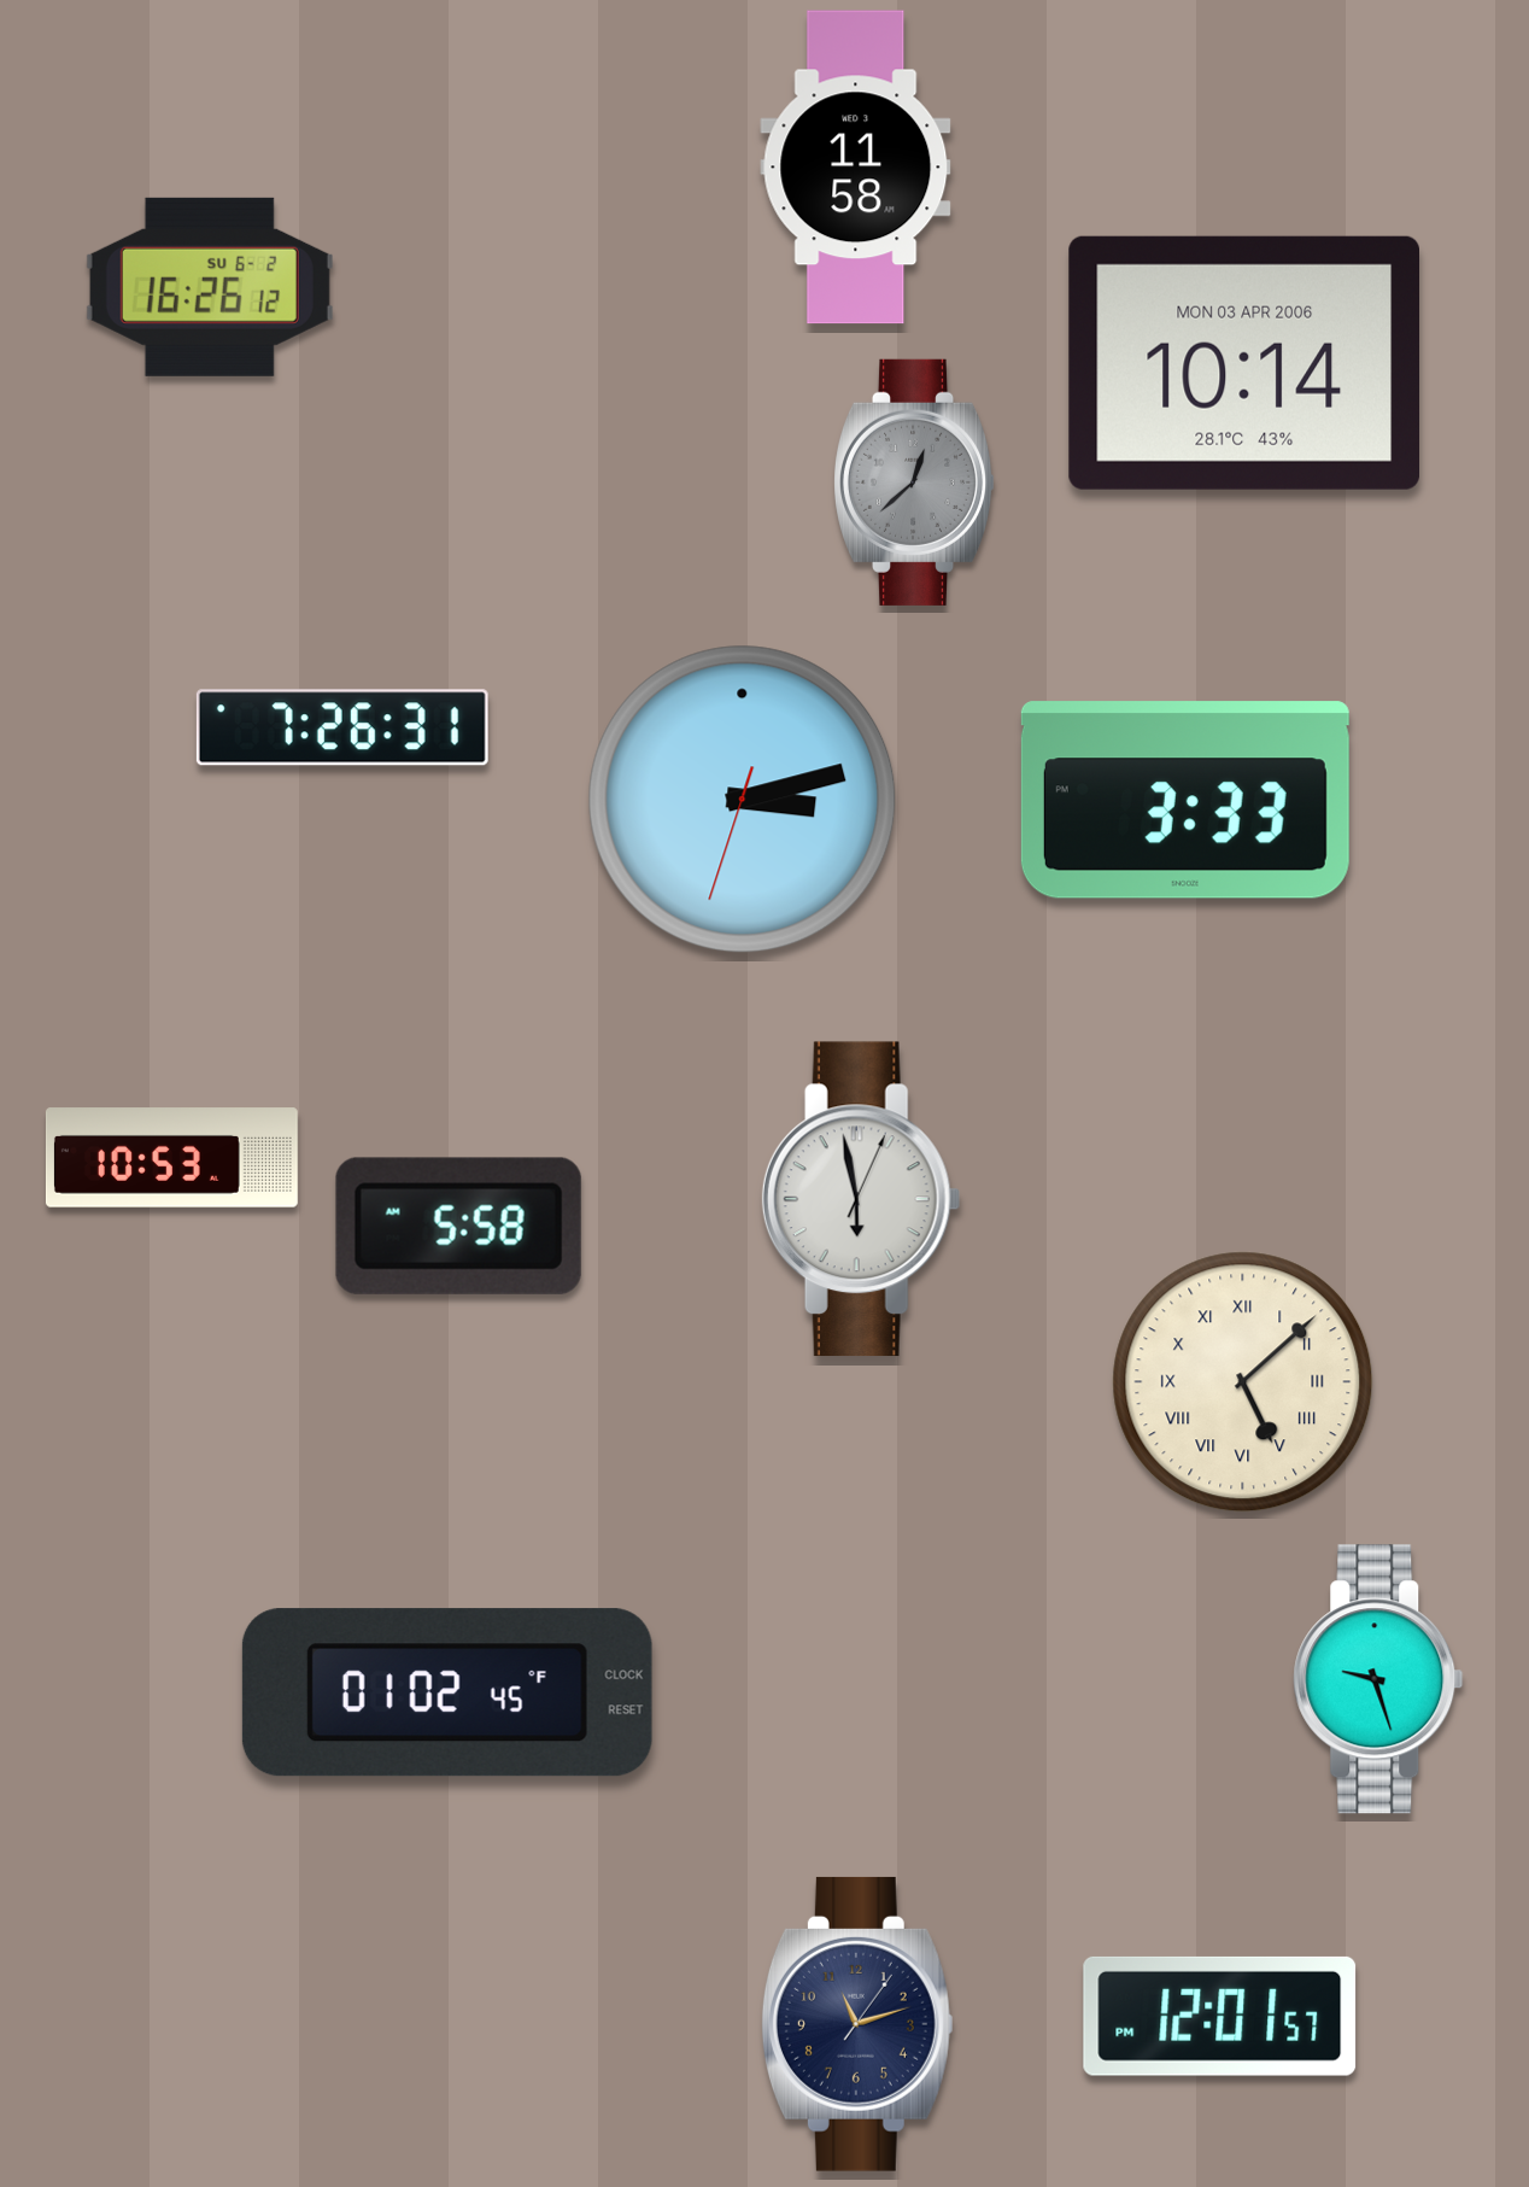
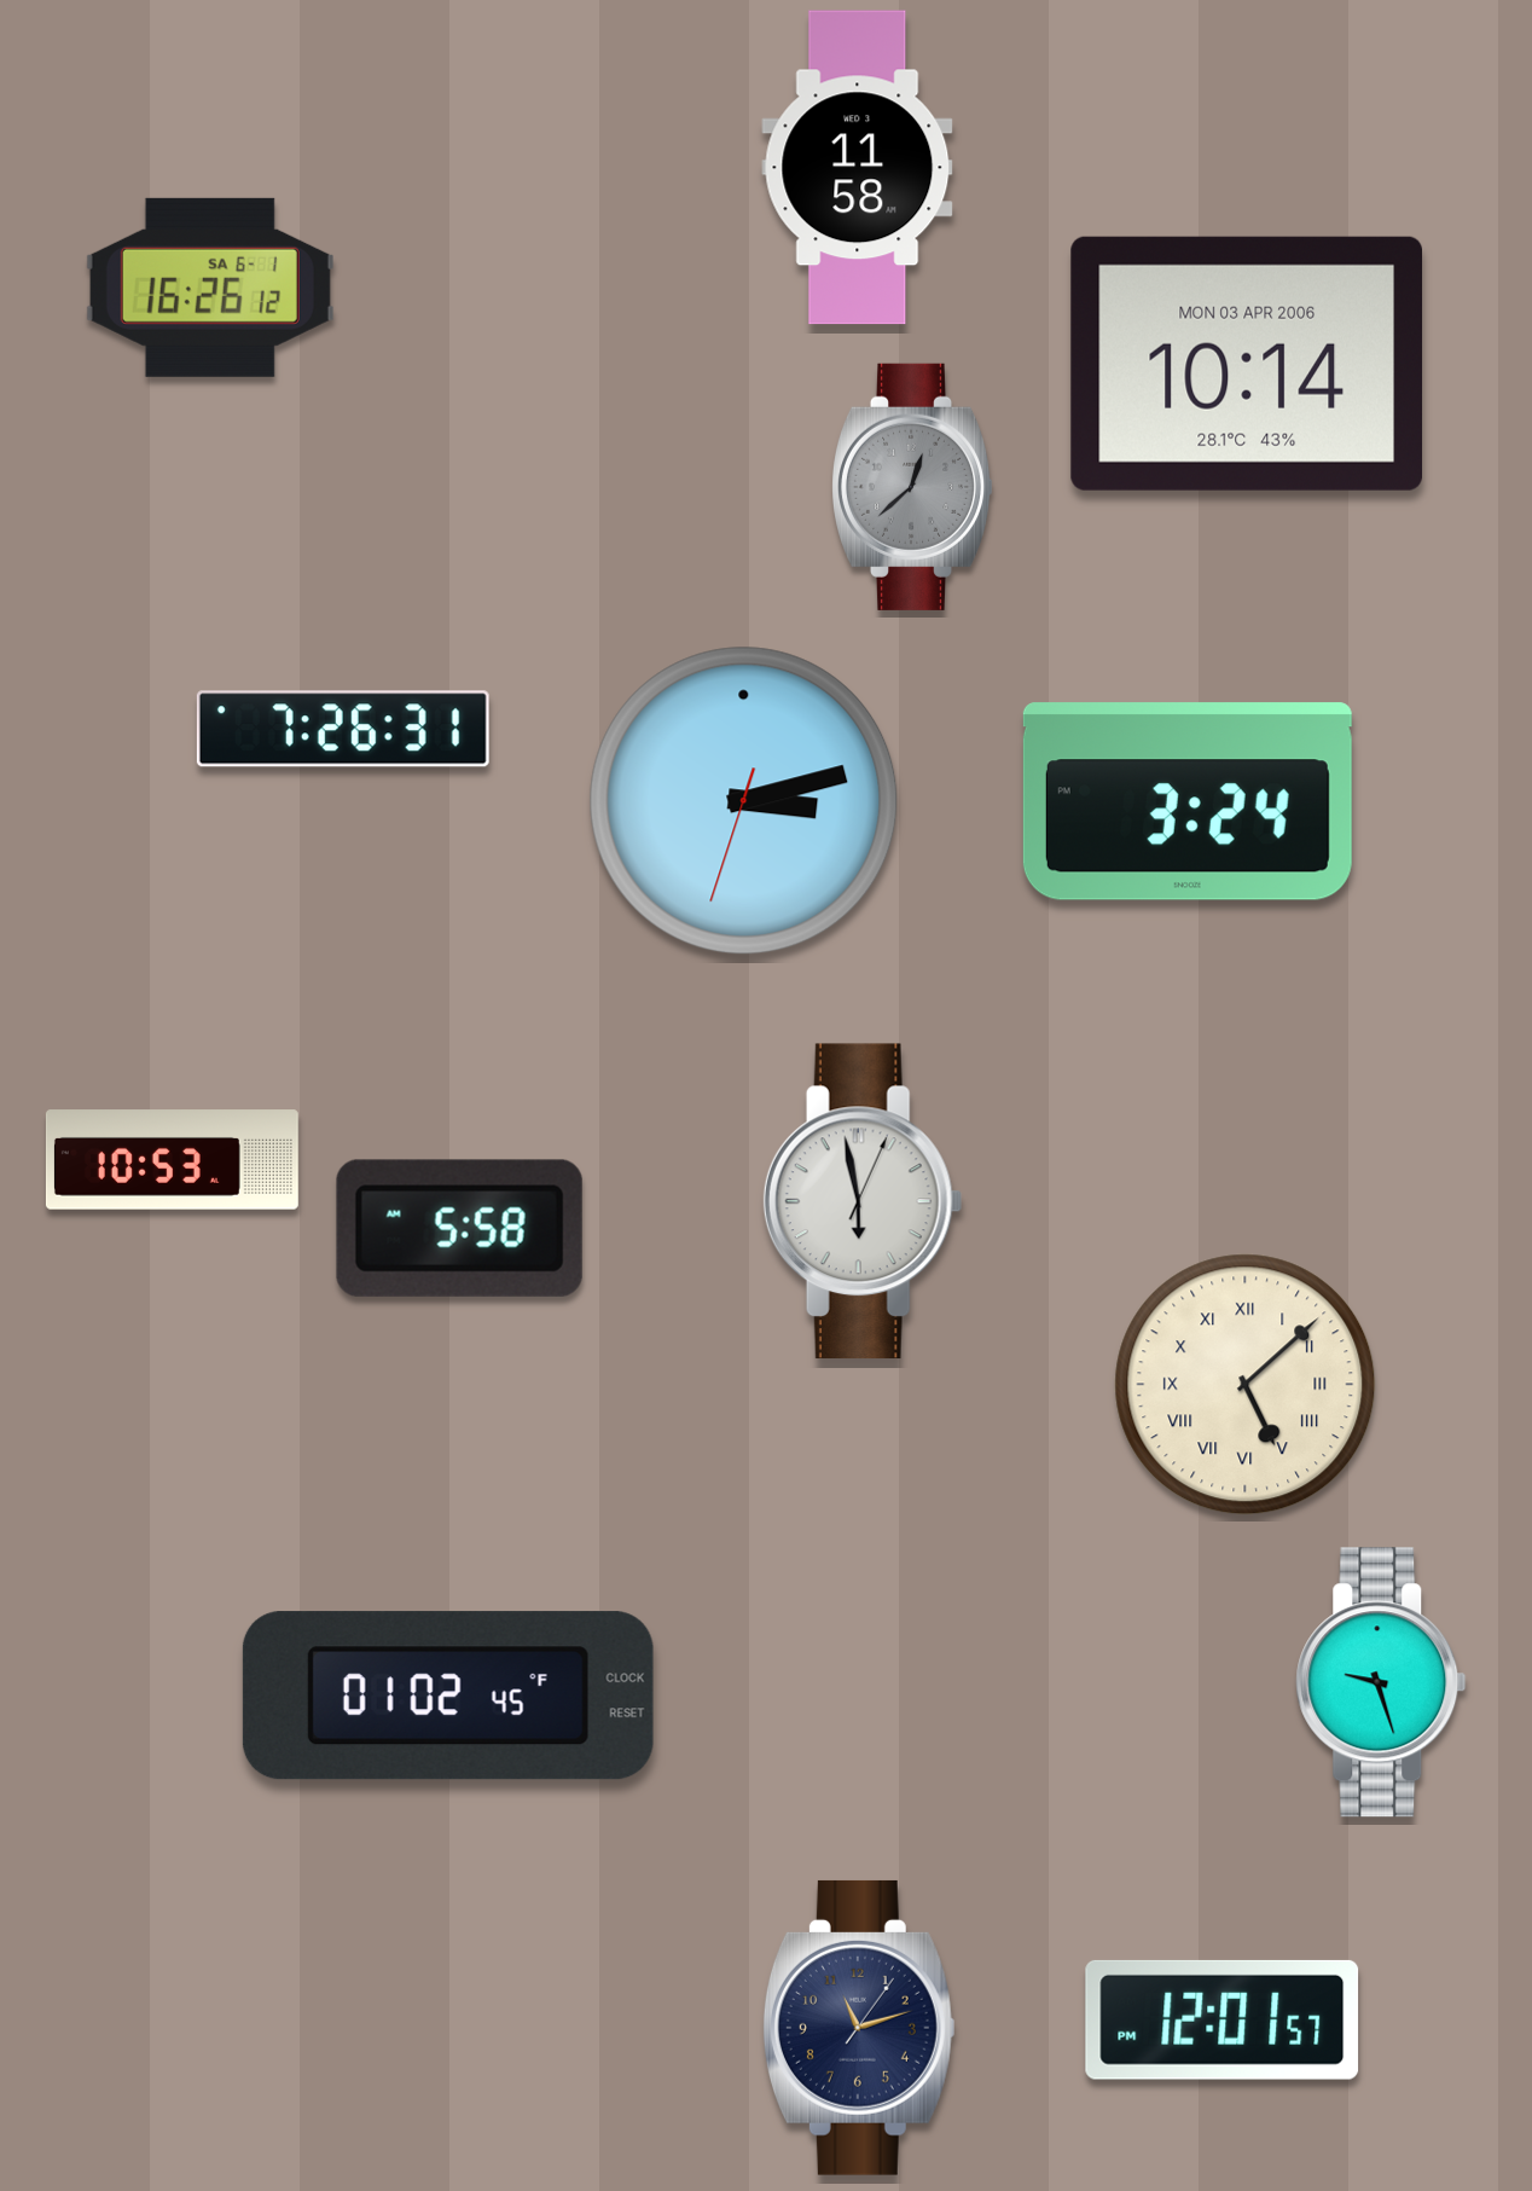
clock at (210, 287) date: SU 6-2 -> SA 6-1
clock at (914, 483) position: (914, 483) -> (912, 487)
clock at (1185, 800): 3:33 -> 3:24
